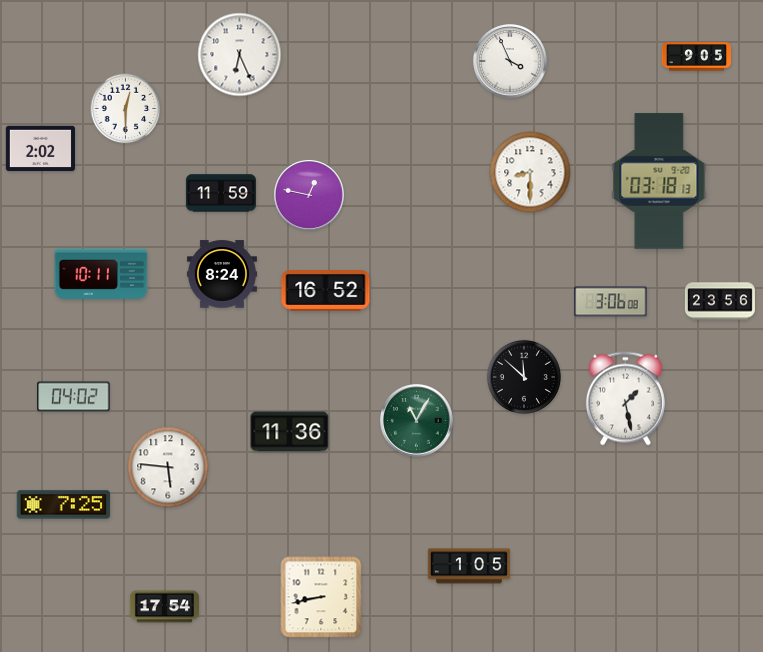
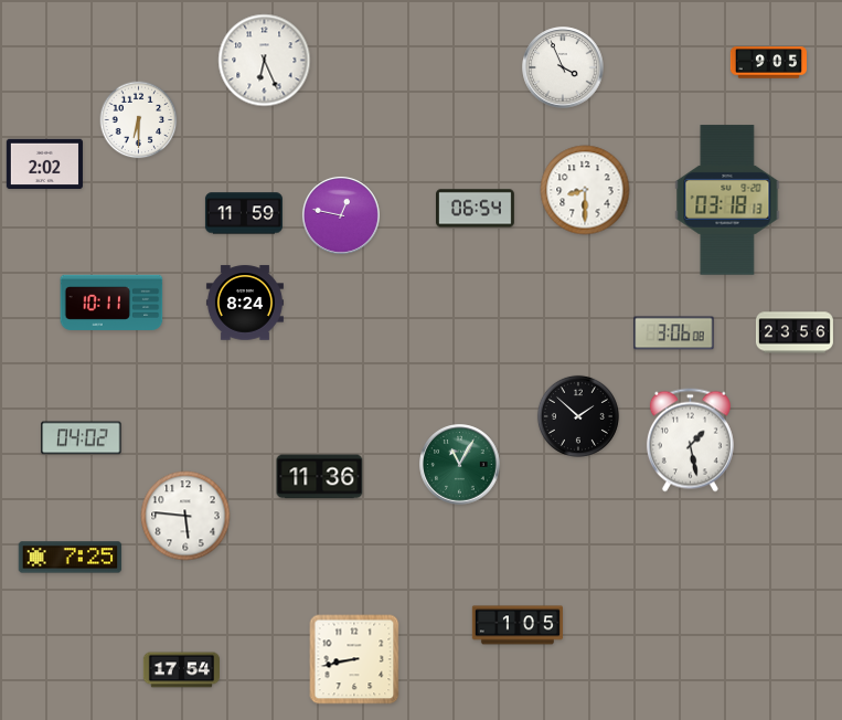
clock at (126, 109): 12:30 -> 6:30
clock at (476, 209): none -> 06:54
clock at (326, 291): 16:52 -> none
clock at (524, 377): 11:52 -> 1:52
